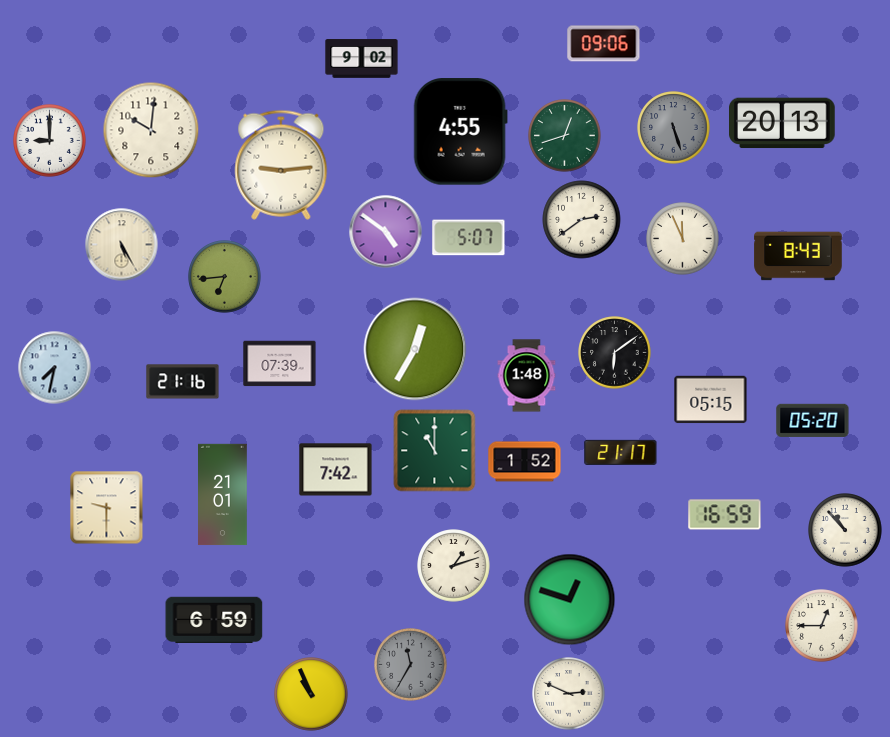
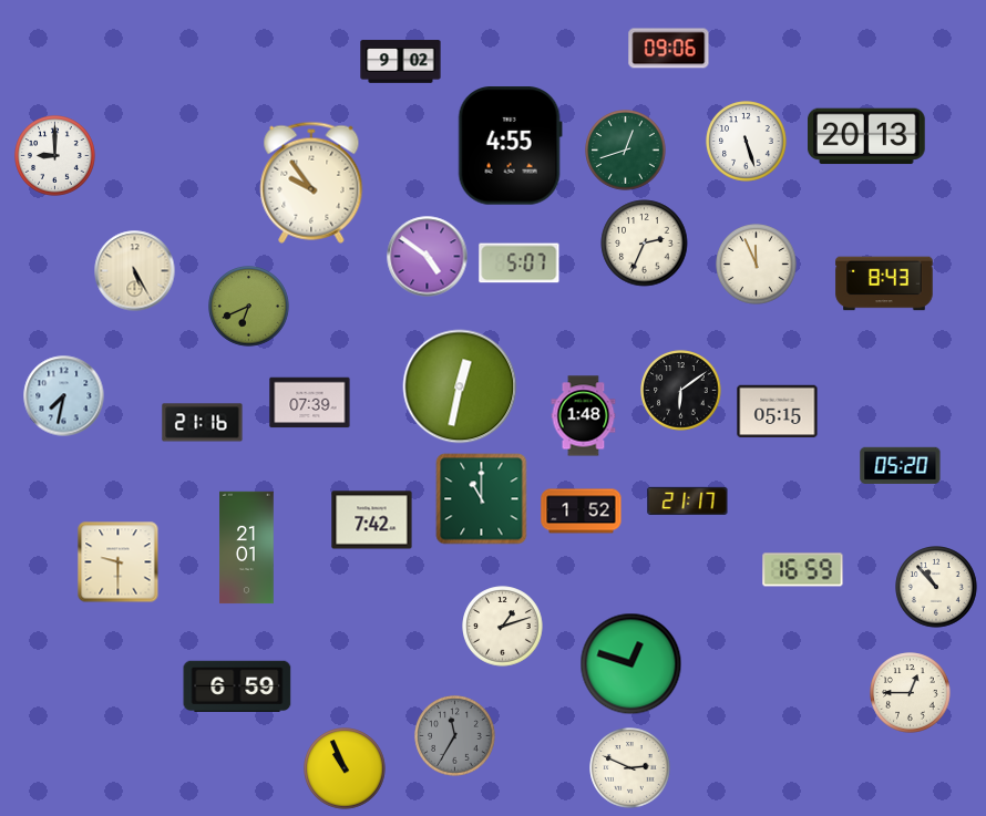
clock at (362, 59) position: (362, 59) -> (401, 62)
clock at (674, 128) dial: grey -> white
clock at (151, 130): 10:01 -> none
clock at (281, 165): 9:14 -> 9:54
clock at (582, 220): 2:39 -> 2:34
clock at (225, 277): 6:44 -> 6:41
clock at (415, 349): 12:35 -> 12:32
clock at (55, 368) position: (55, 368) -> (64, 396)
clock at (711, 400) position: (711, 400) -> (778, 412)
